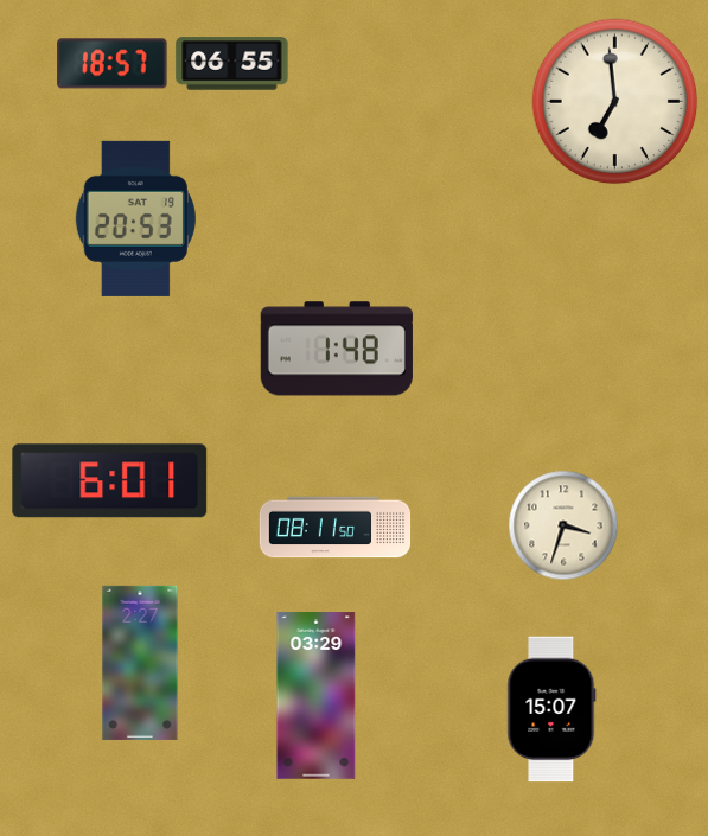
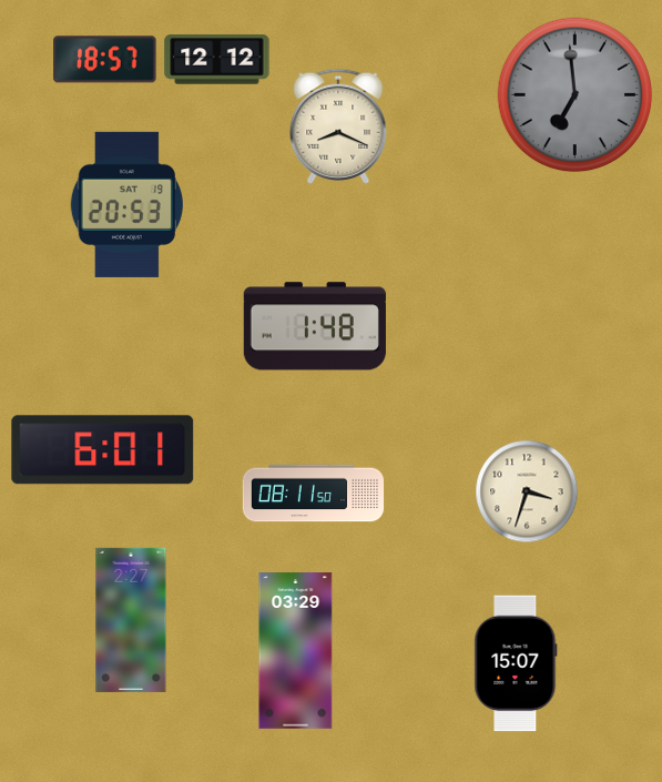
clock at (232, 64): 06:55 -> 12:12
clock at (615, 102) dial: cream -> grey
clock at (338, 126): none -> 8:19
